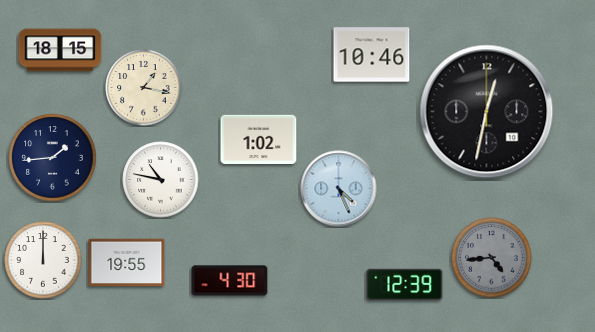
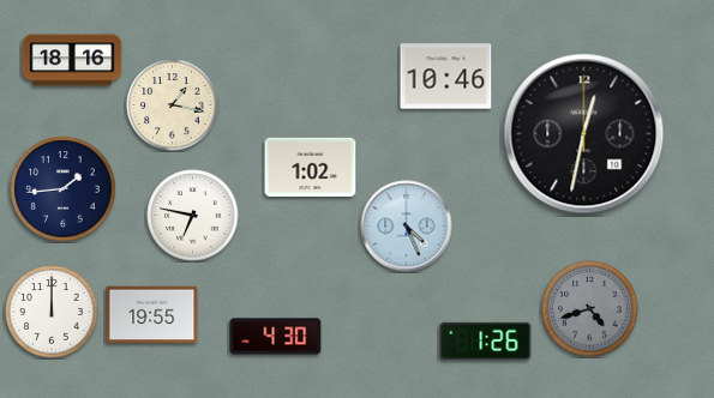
clock at (60, 50): 18:15 -> 18:16
clock at (372, 55) position: (372, 55) -> (446, 77)
clock at (161, 180): 10:47 -> 6:47
clock at (492, 258): 4:44 -> 4:42
clock at (405, 285): 12:39 -> 1:26
